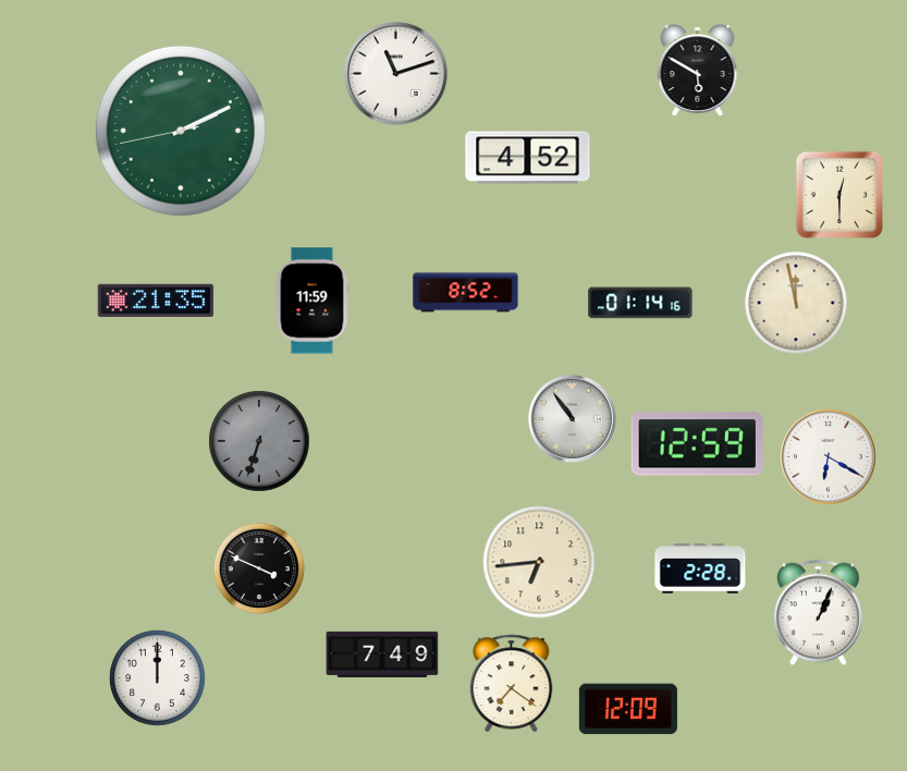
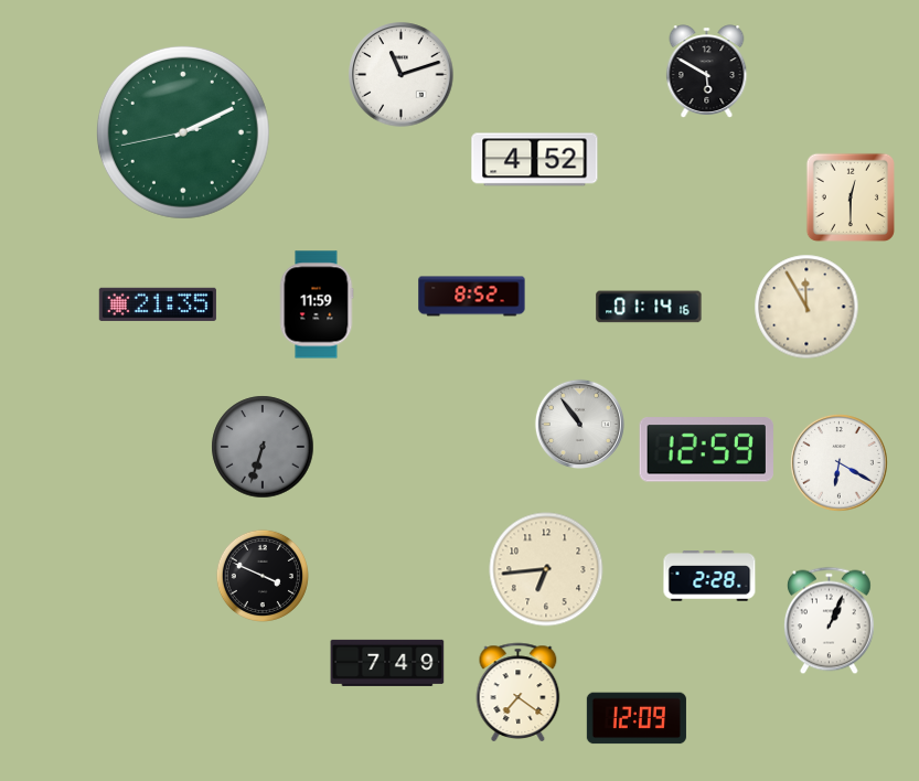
clock at (796, 303): 11:58 -> 11:55
clock at (157, 677): 12:00 -> none
